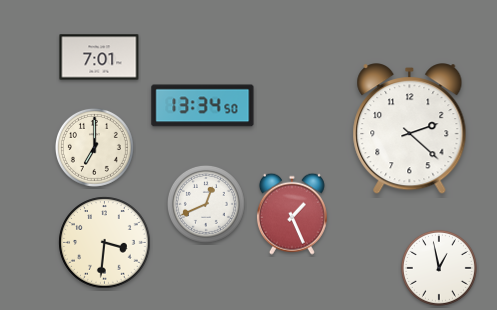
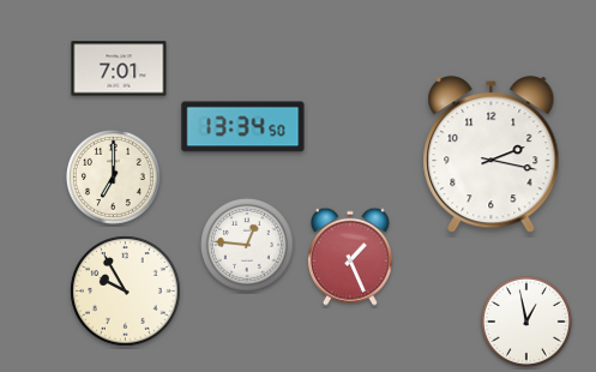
clock at (410, 129): 2:22 -> 2:17
clock at (206, 204): 12:41 -> 12:46
clock at (105, 243): 3:31 -> 9:55
